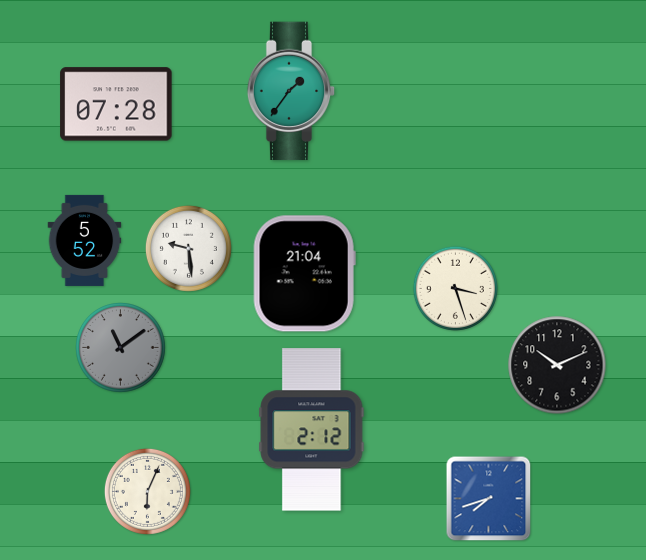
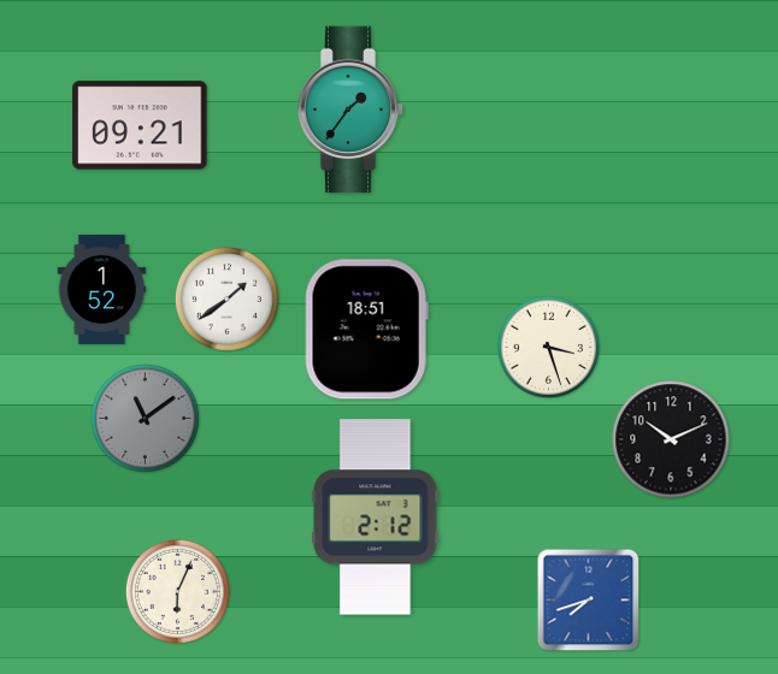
clock at (116, 104): 07:28 -> 09:21
clock at (85, 240): 5:52 -> 1:52
clock at (188, 248): 9:29 -> 1:39
clock at (304, 274): 21:04 -> 18:51
